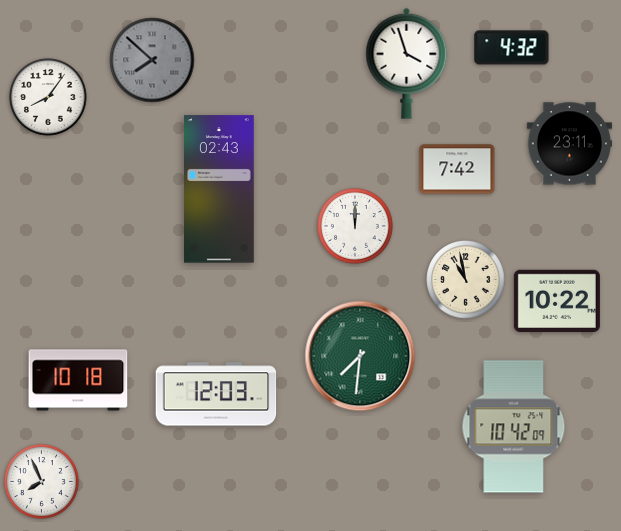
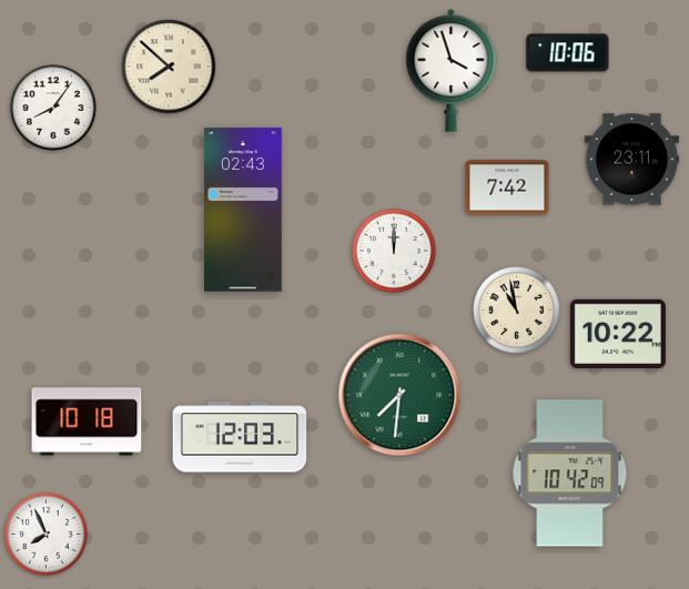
clock at (512, 48): 4:32 -> 10:06
clock at (152, 60) dial: grey -> cream
